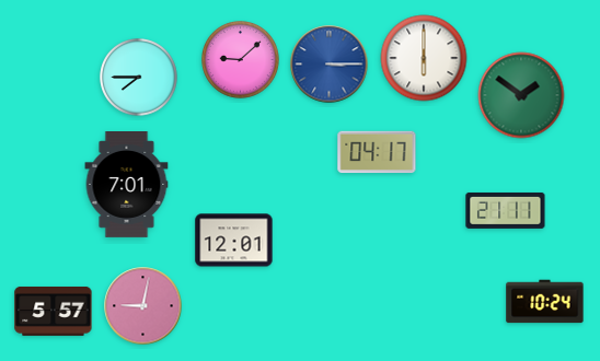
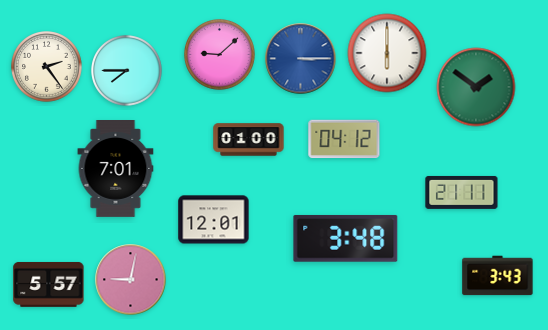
clock at (47, 67): none -> 2:24
clock at (377, 152): 04:17 -> 04:12
clock at (249, 140): none -> 01:00
clock at (346, 238): none -> 3:48
clock at (545, 302): 10:24 -> 3:43
